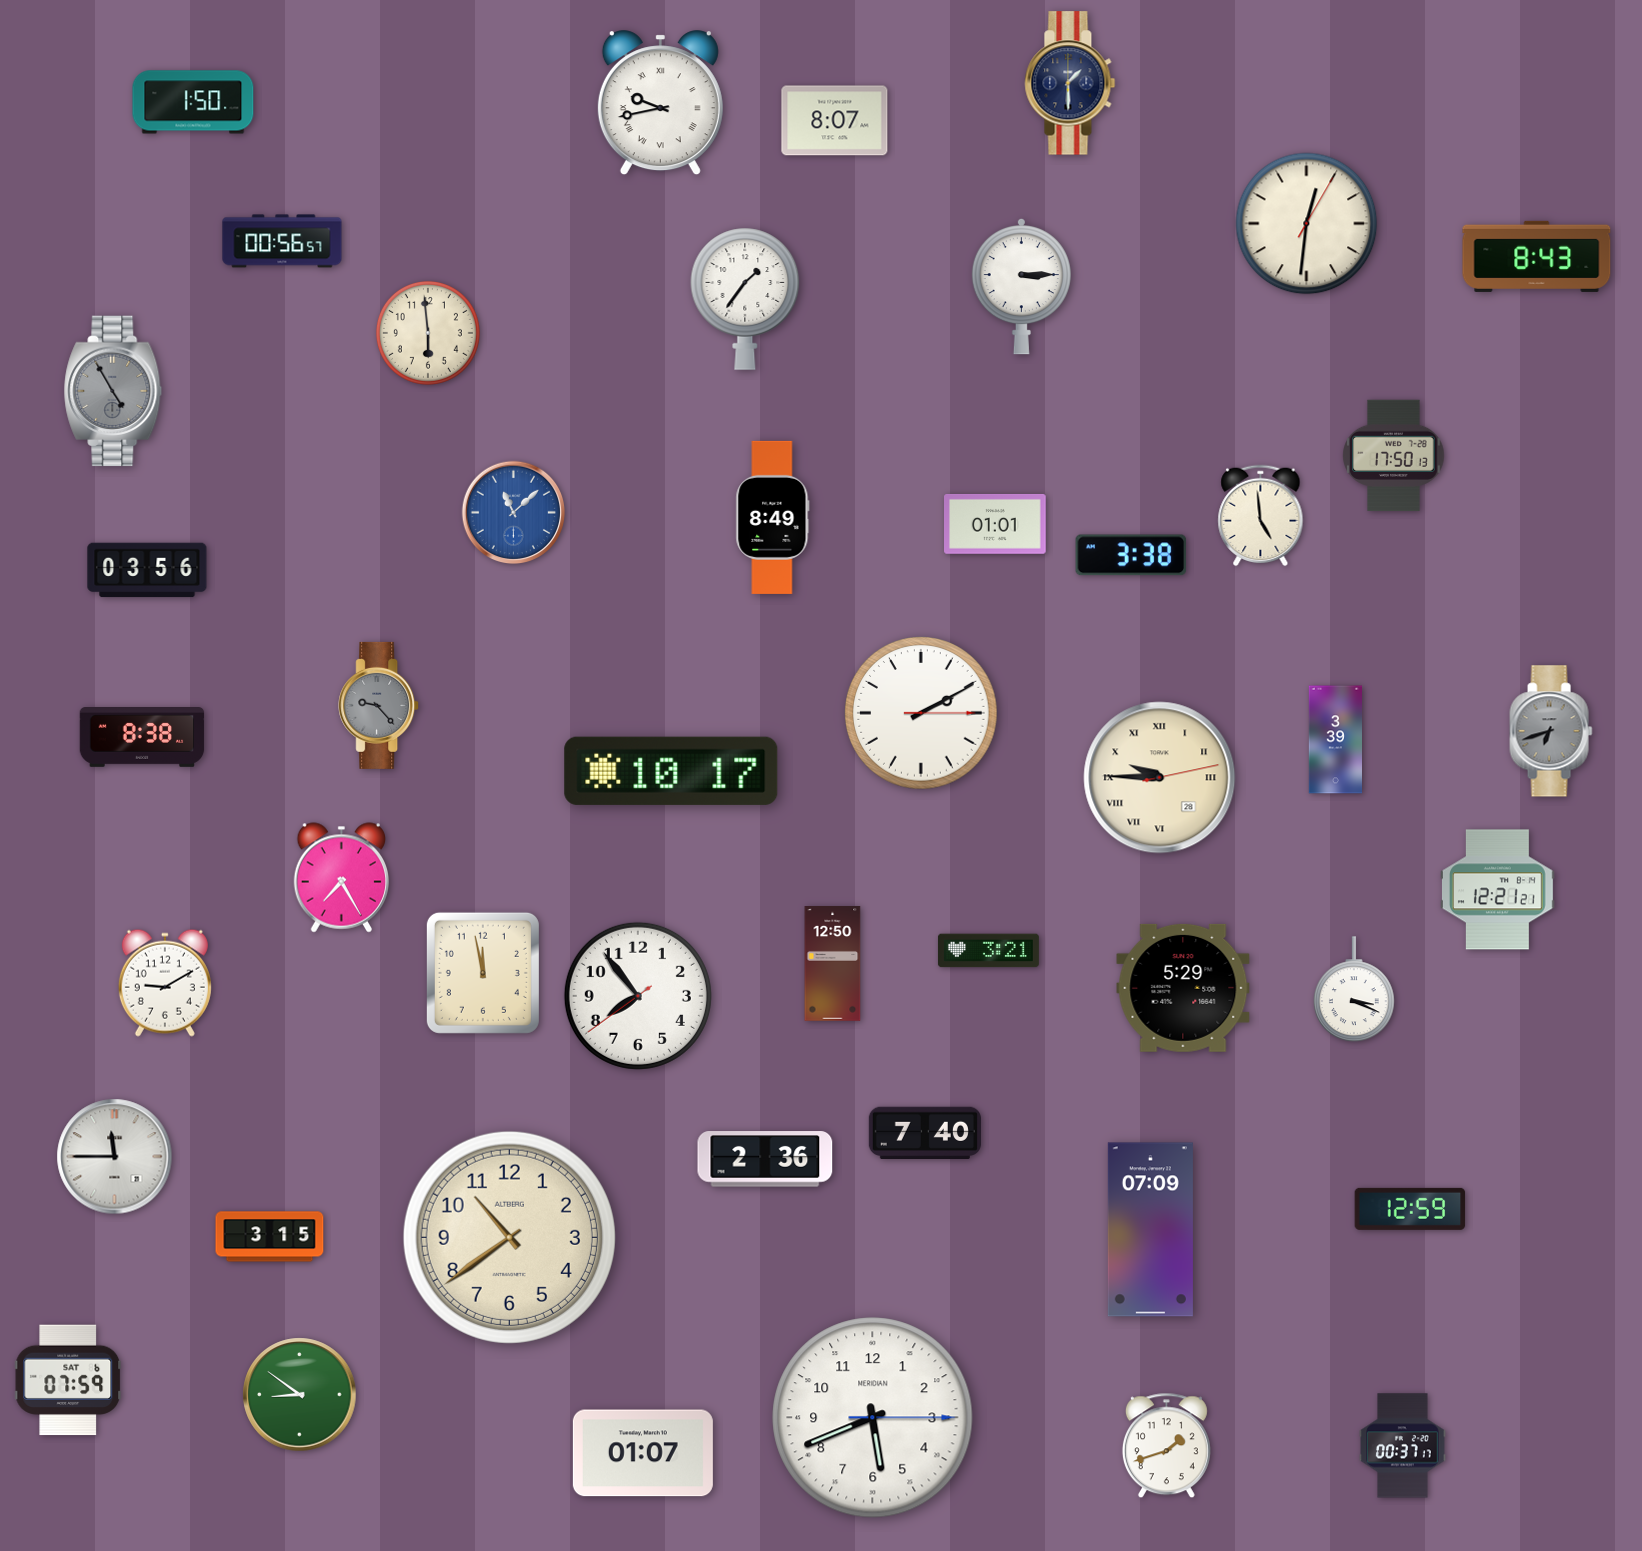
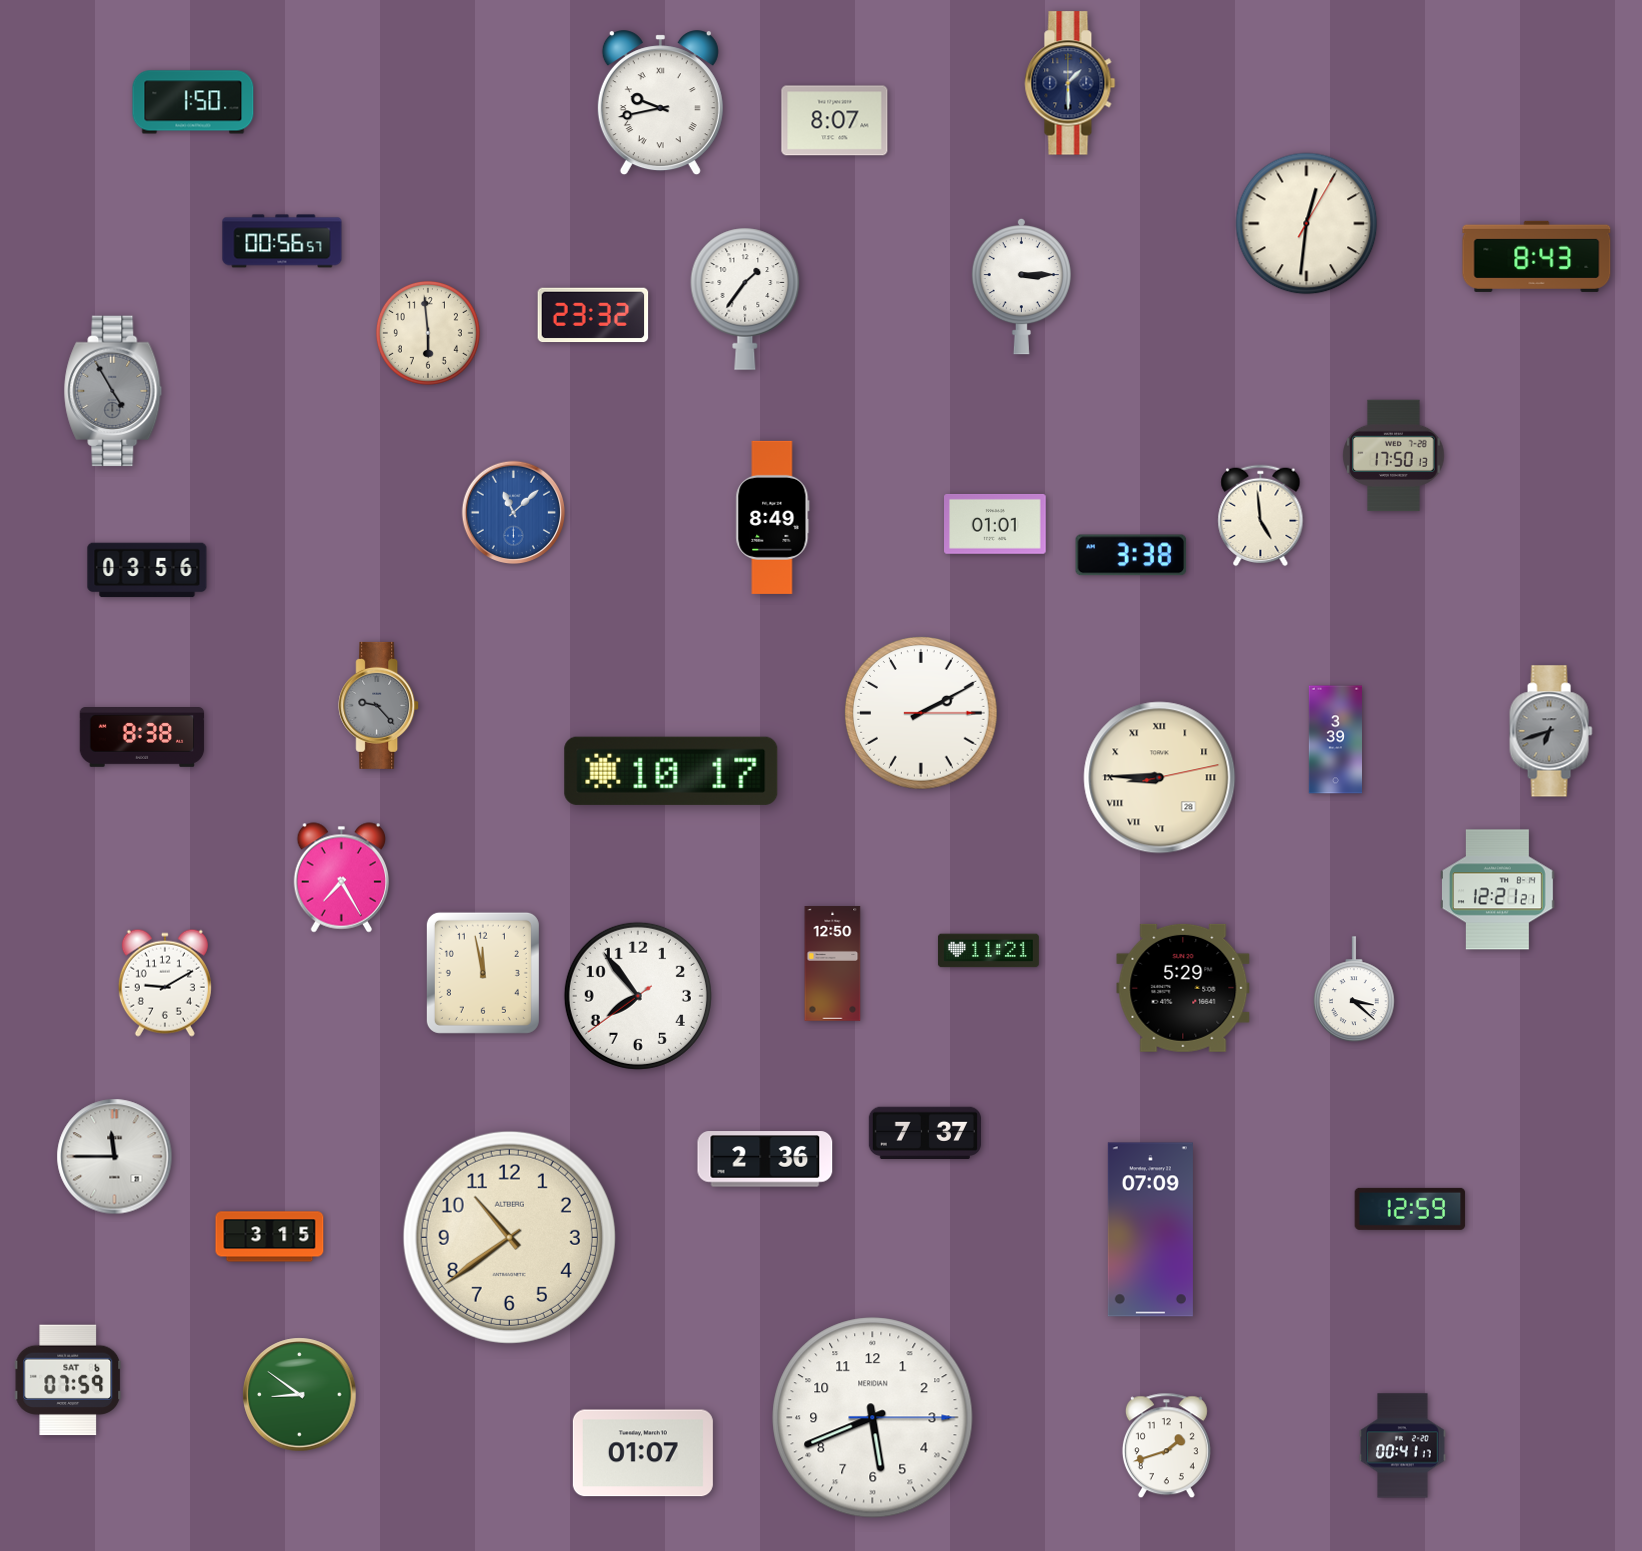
clock at (593, 315): none -> 23:32
clock at (1160, 778): 9:45 -> 8:45
clock at (988, 951): 3:21 -> 11:21
clock at (1354, 990): 3:19 -> 3:22
clock at (925, 1132): 7:40 -> 7:37
clock at (1403, 1446): 00:37 -> 00:41
